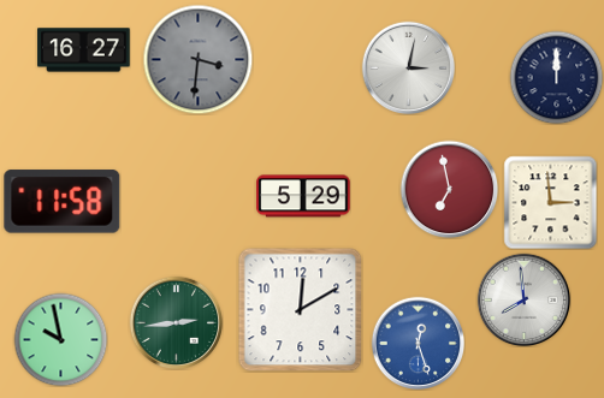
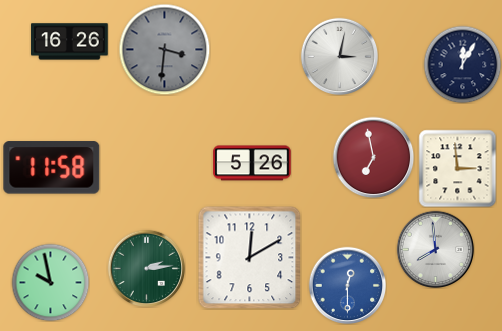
clock at (84, 51): 16:27 -> 16:26
clock at (556, 77): 12:00 -> 12:05
clock at (303, 196): 5:29 -> 5:26
clock at (176, 322): 2:44 -> 2:14
clock at (418, 343): 12:27 -> 12:30
